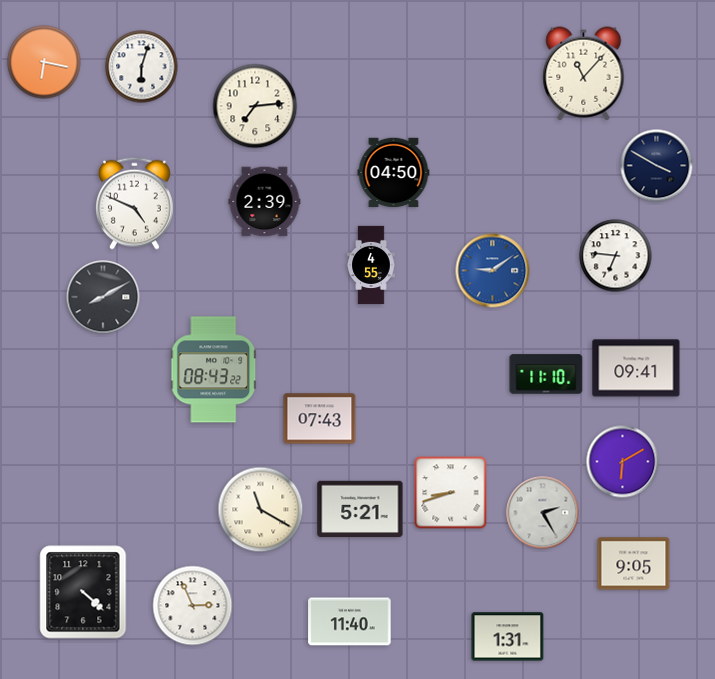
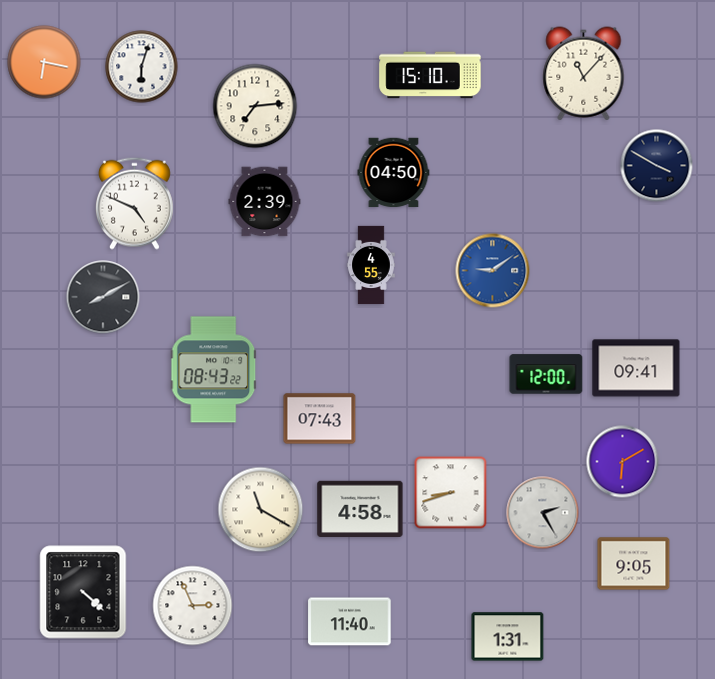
clock at (430, 75): none -> 15:10
clock at (616, 256): 6:46 -> none
clock at (546, 374): 11:10 -> 12:00
clock at (360, 509): 5:21 -> 4:58
